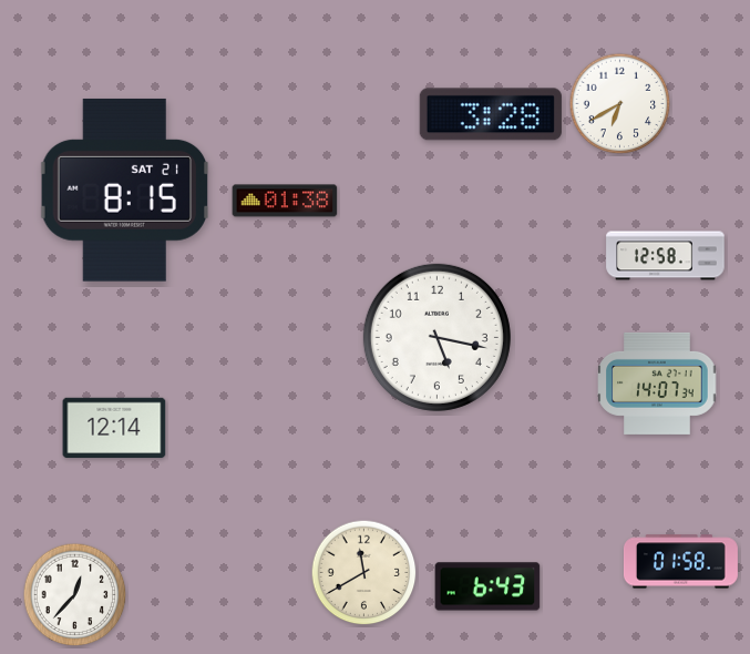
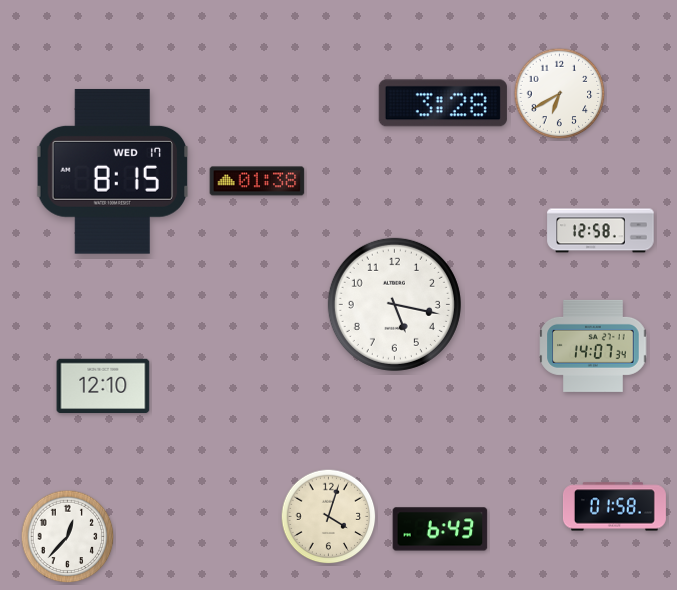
clock at (125, 190) date: SAT 21 -> WED 17
clock at (114, 428): 12:14 -> 12:10
clock at (364, 573): 11:40 -> 4:03
